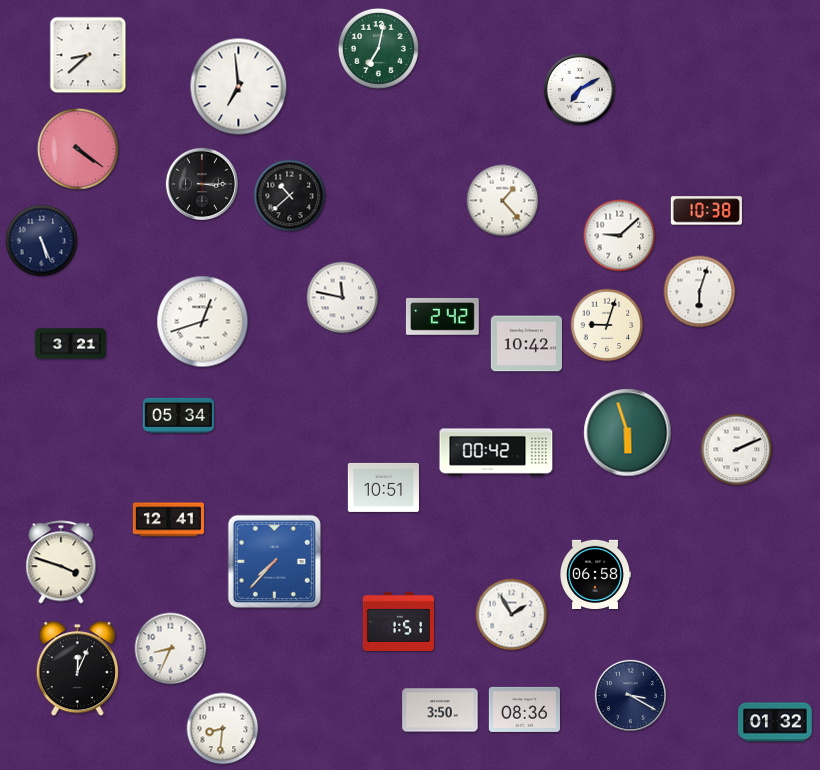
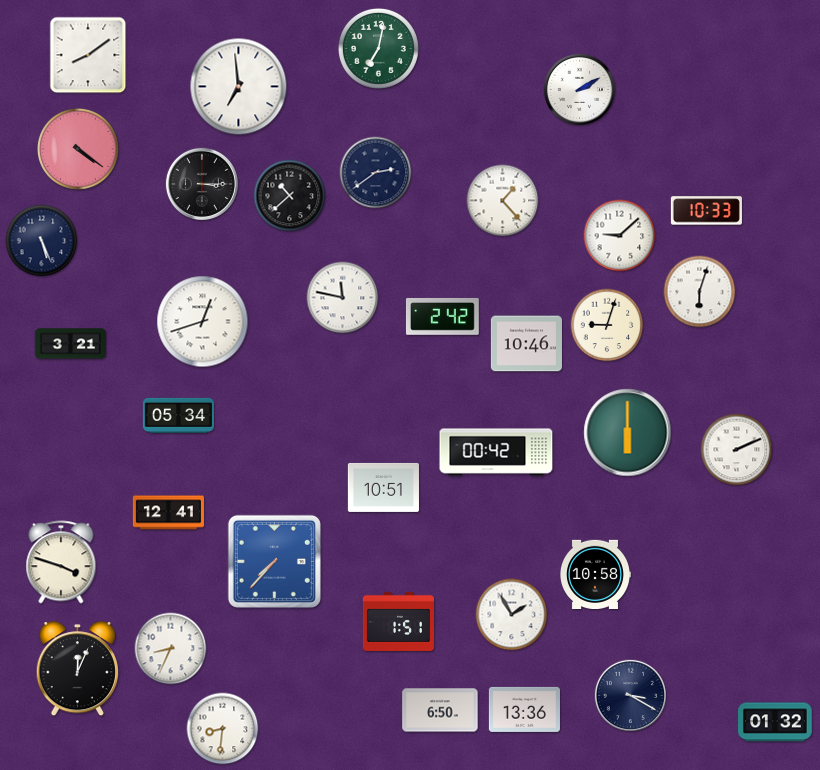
clock at (88, 55): 8:38 -> 8:09
clock at (579, 89): 7:10 -> 2:10
clock at (376, 173): none -> 2:39
clock at (706, 211): 10:38 -> 10:33
clock at (526, 344): 10:42 -> 10:46
clock at (628, 433): 5:57 -> 6:00
clock at (168, 520) position: (168, 520) -> (168, 513)
clock at (596, 574): 06:58 -> 10:58
clock at (524, 709): 08:36 -> 13:36
clock at (440, 710): 3:50 -> 6:50
